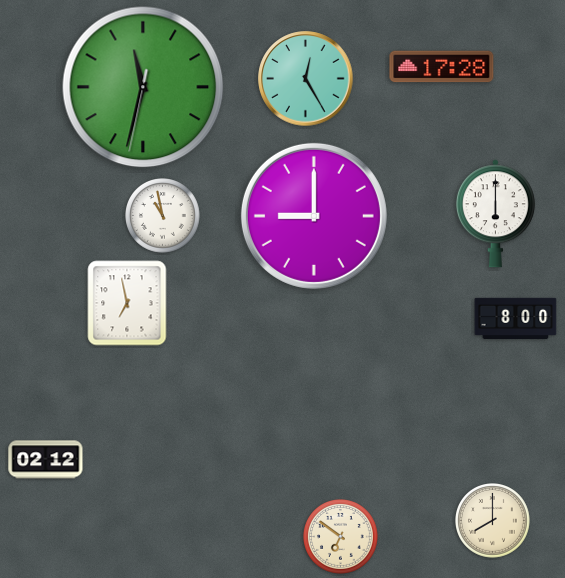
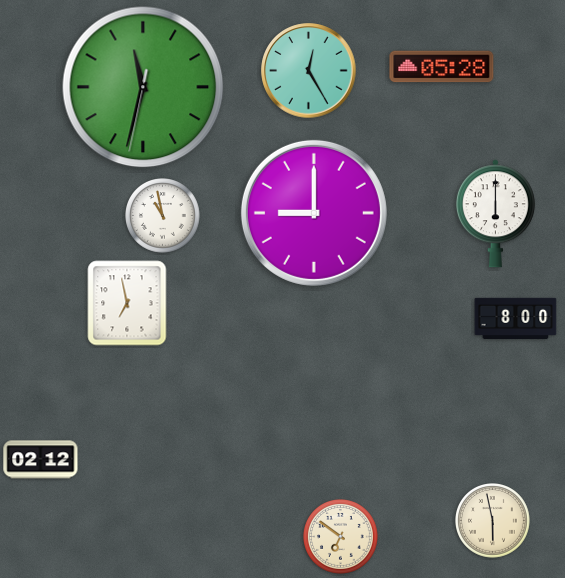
clock at (442, 67): 17:28 -> 05:28
clock at (306, 79) position: (306, 79) -> (309, 71)
clock at (314, 216) position: (314, 216) -> (314, 213)
clock at (46, 460) position: (46, 460) -> (41, 460)
clock at (493, 521): 8:00 -> 5:58
